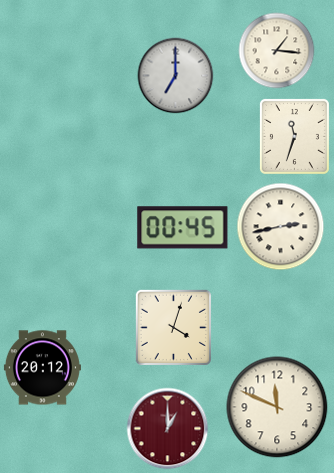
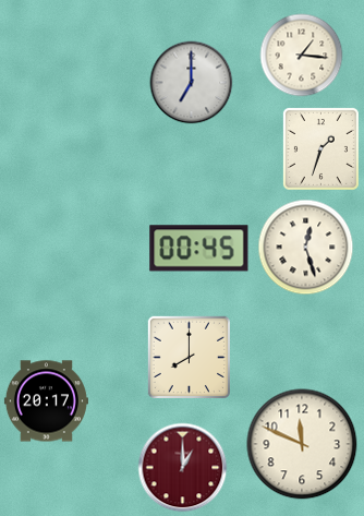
clock at (294, 136): 11:33 -> 1:33
clock at (281, 227): 2:43 -> 12:27
clock at (173, 327): 4:03 -> 8:00
clock at (42, 368): 20:12 -> 20:17
